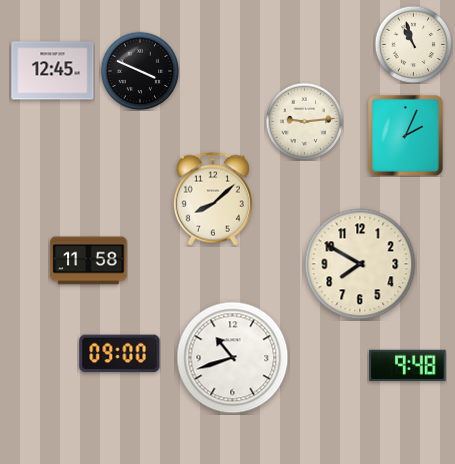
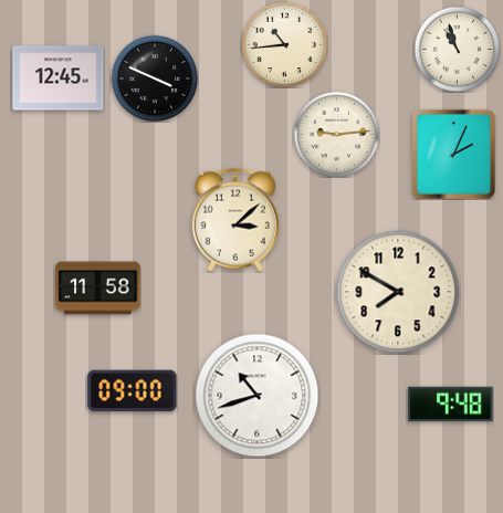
clock at (284, 44): none -> 10:44
clock at (405, 135) position: (405, 135) -> (453, 154)
clock at (213, 199): 8:08 -> 3:08
